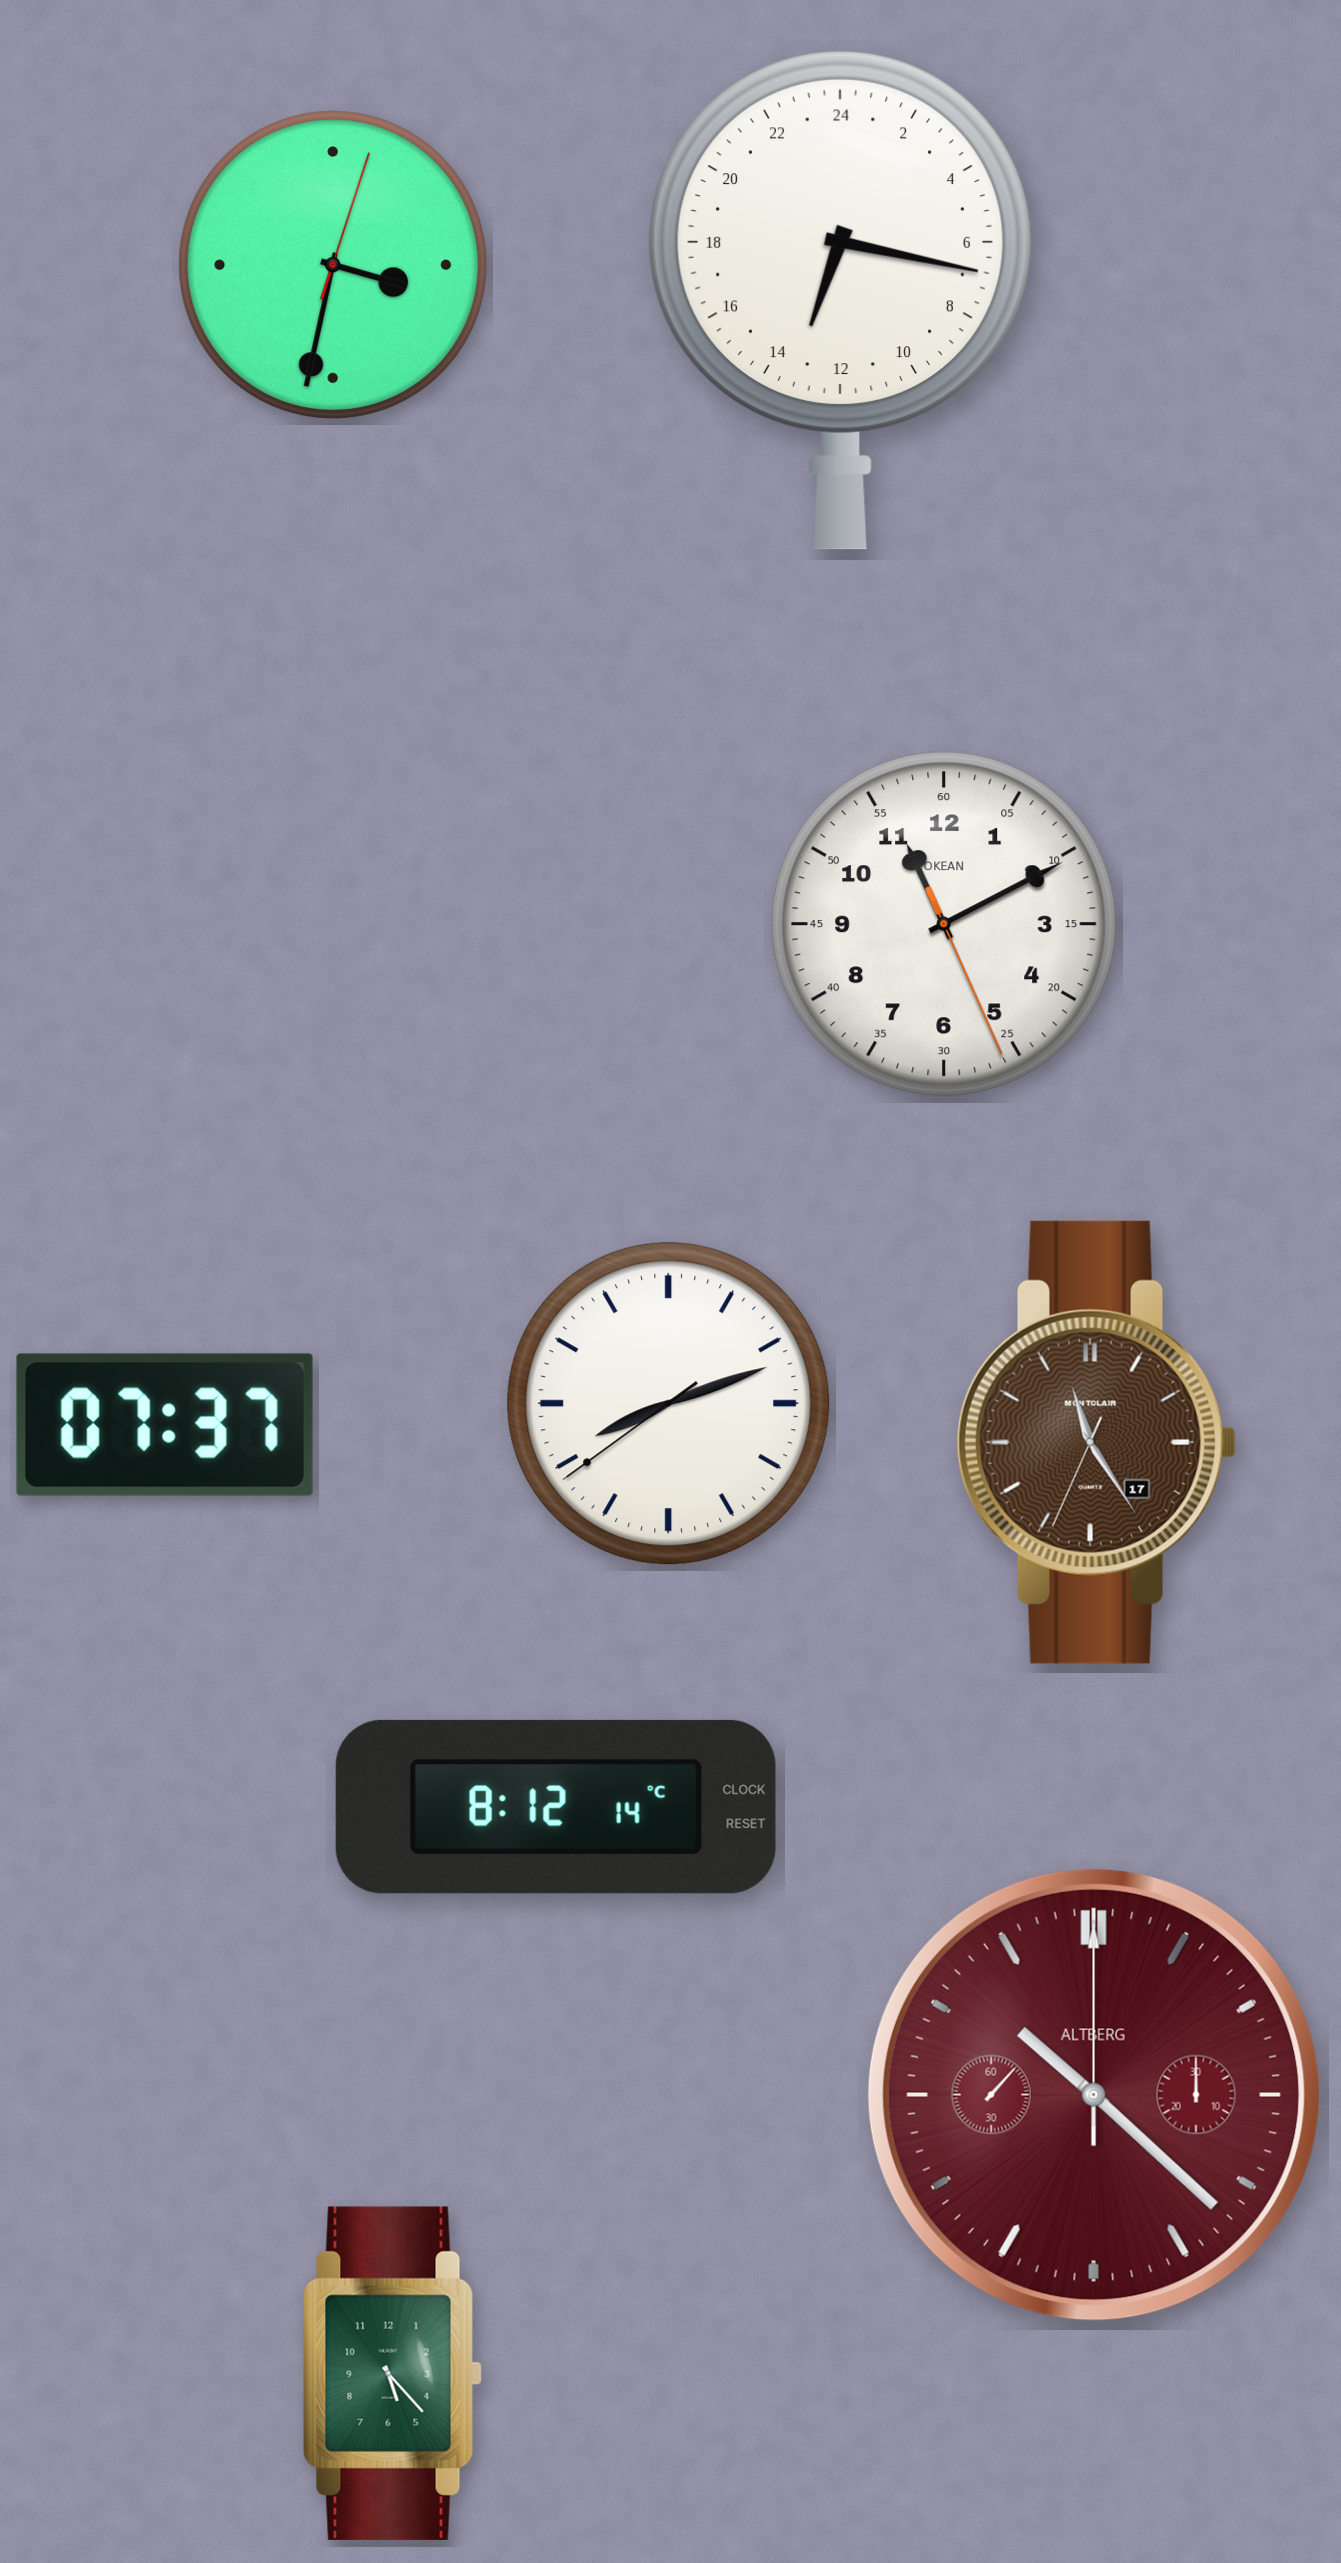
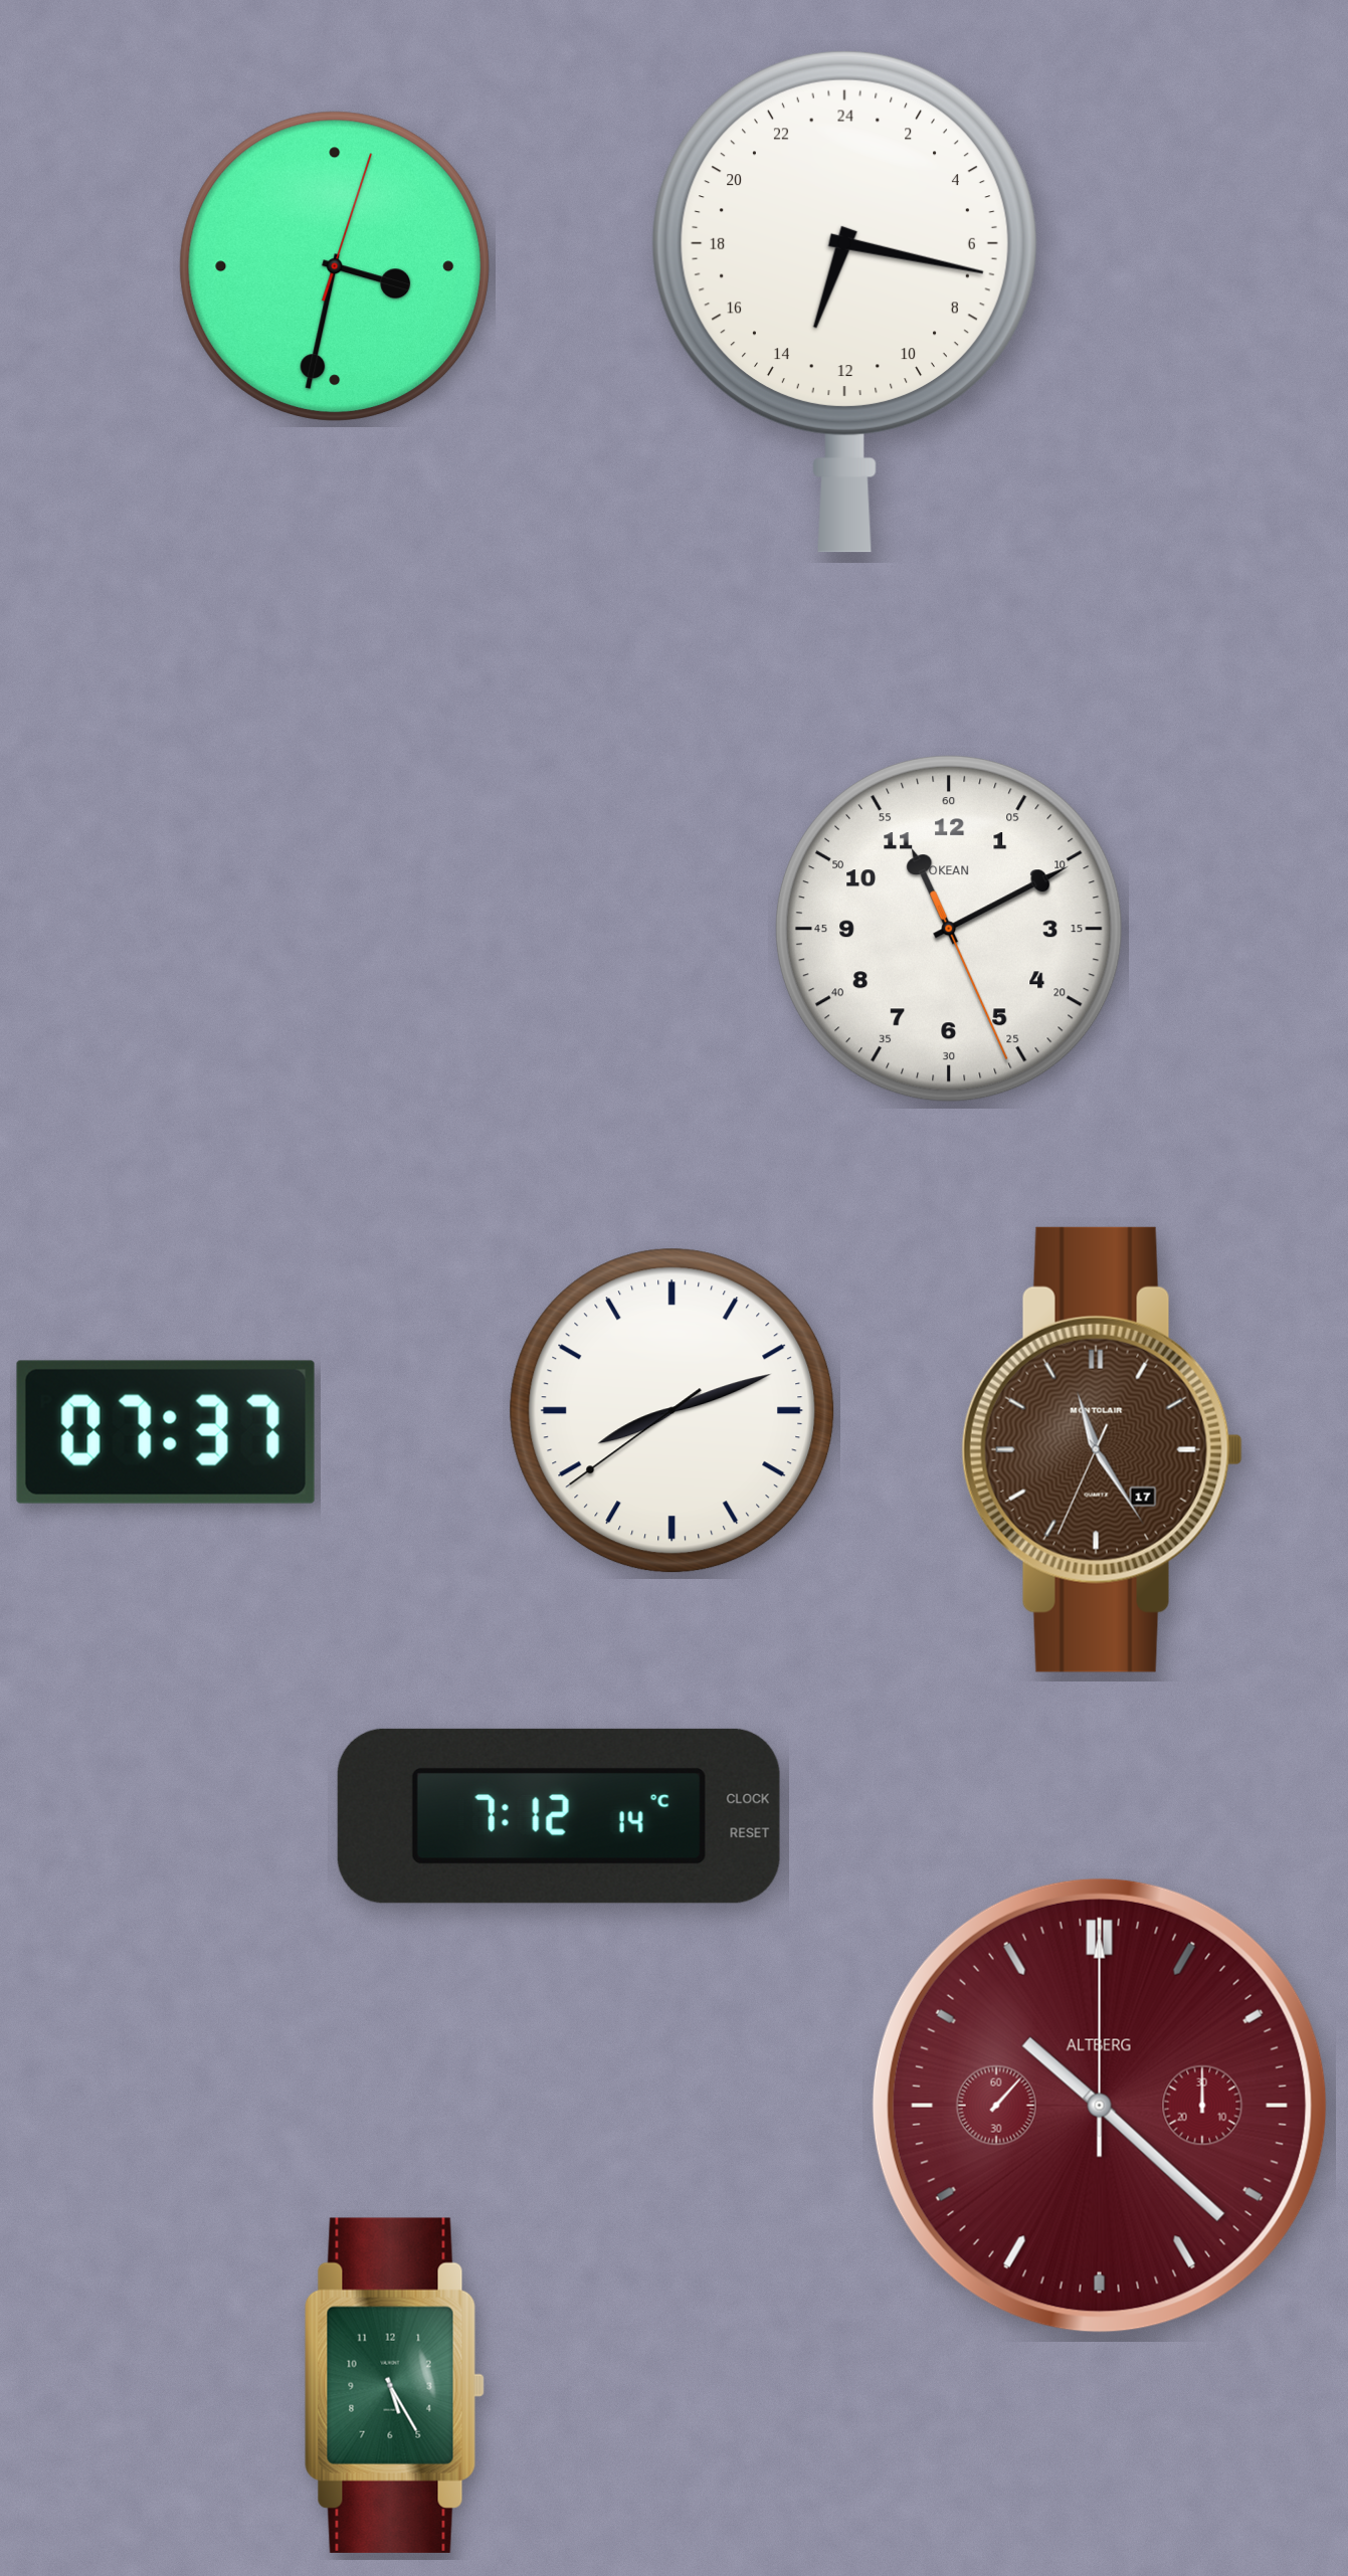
clock at (556, 1807): 8:12 -> 7:12
clock at (392, 2373): 5:23 -> 5:25
